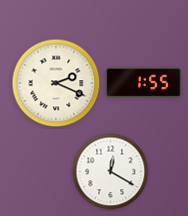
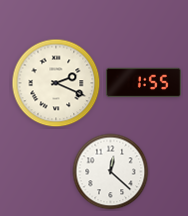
clock at (111, 172): 12:20 -> 12:22
